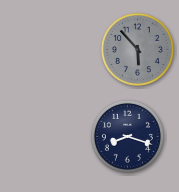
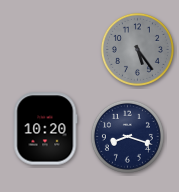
clock at (137, 49): 5:53 -> 5:24
clock at (45, 129): none -> 10:20
